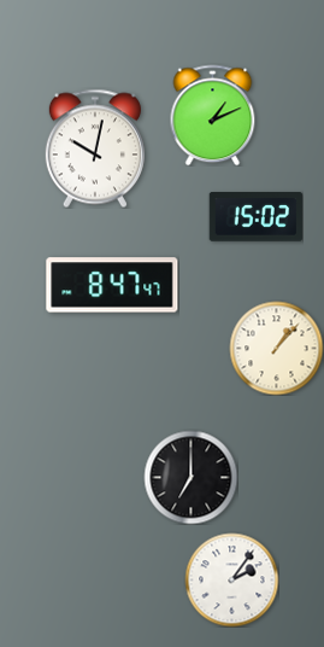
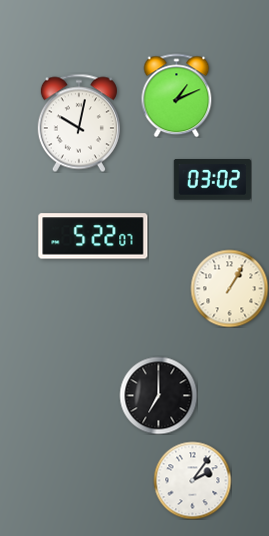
clock at (255, 217): 15:02 -> 03:02
clock at (112, 285): 8:47 -> 5:22
clock at (276, 348): 1:07 -> 1:05
